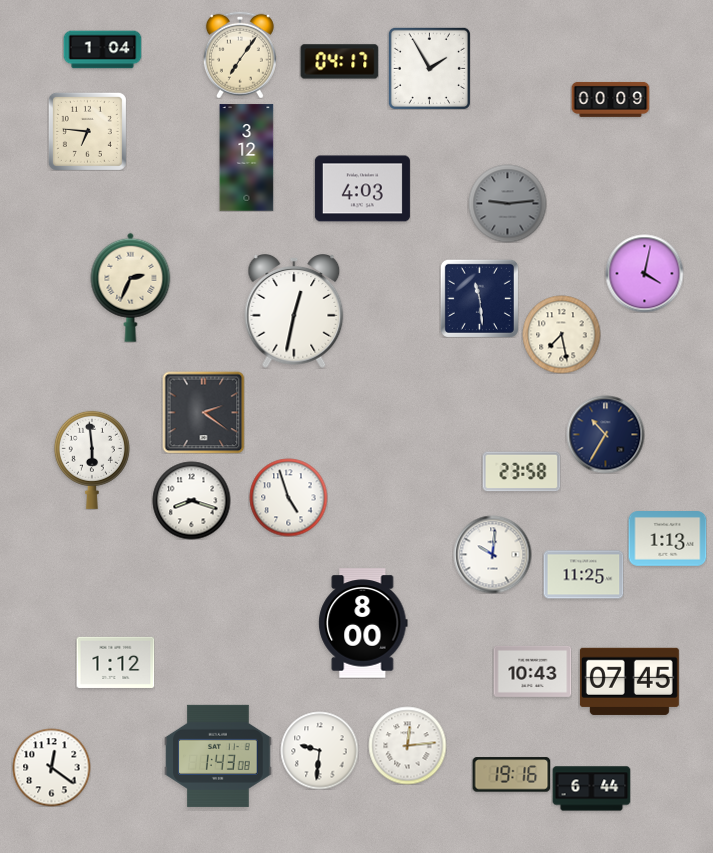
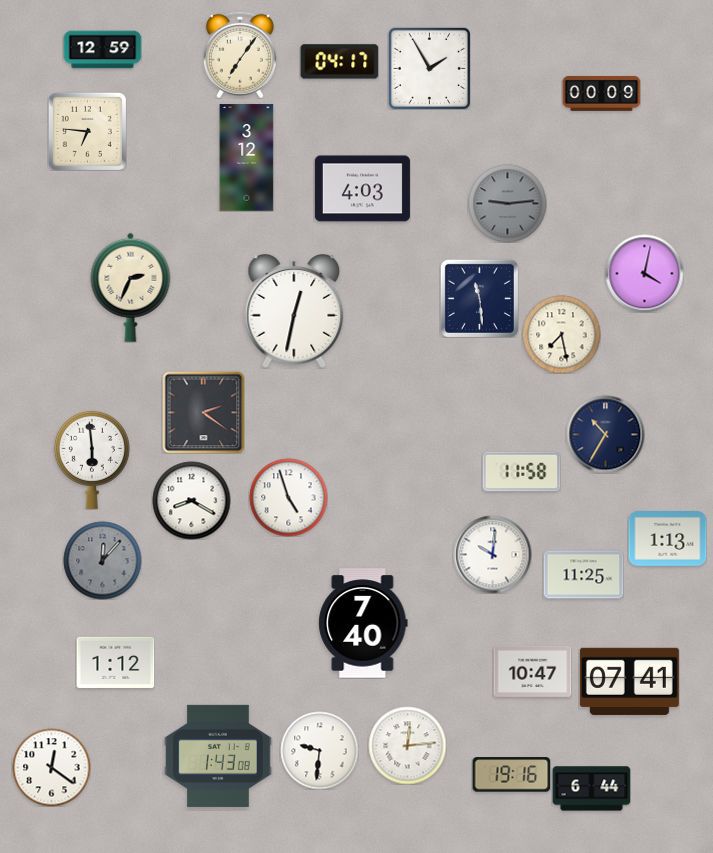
clock at (102, 50): 1:04 -> 12:59
clock at (610, 99) position: (610, 99) -> (601, 93)
clock at (521, 472): 23:58 -> 11:58
clock at (191, 500): 8:18 -> 8:20
clock at (102, 560): none -> 12:07
clock at (363, 623): 8:00 -> 7:40
clock at (532, 671): 10:43 -> 10:47
clock at (629, 681): 07:45 -> 07:41
